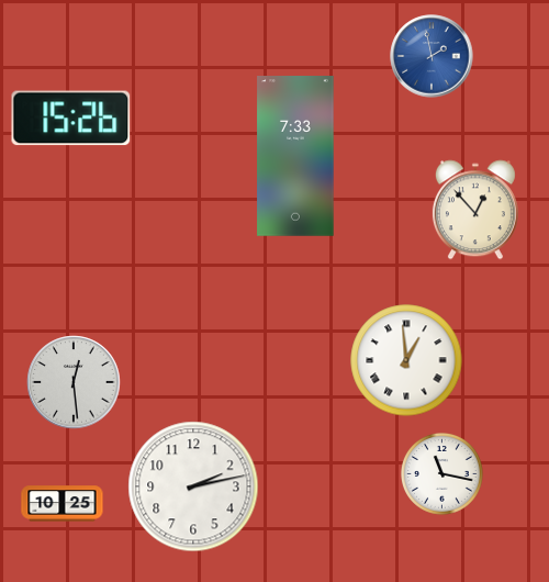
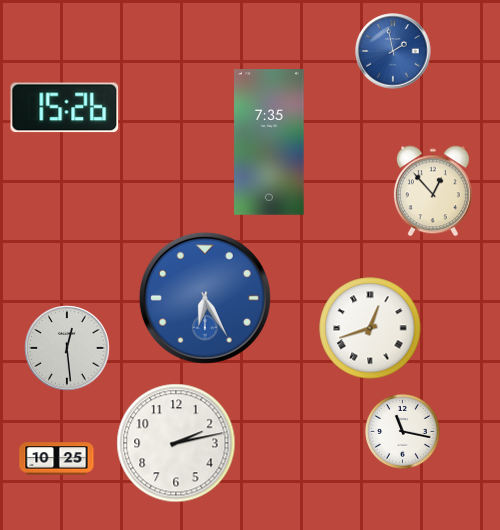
clock at (295, 157): 7:33 -> 7:35
clock at (205, 298): none -> 6:25
clock at (406, 360): 12:59 -> 12:42
